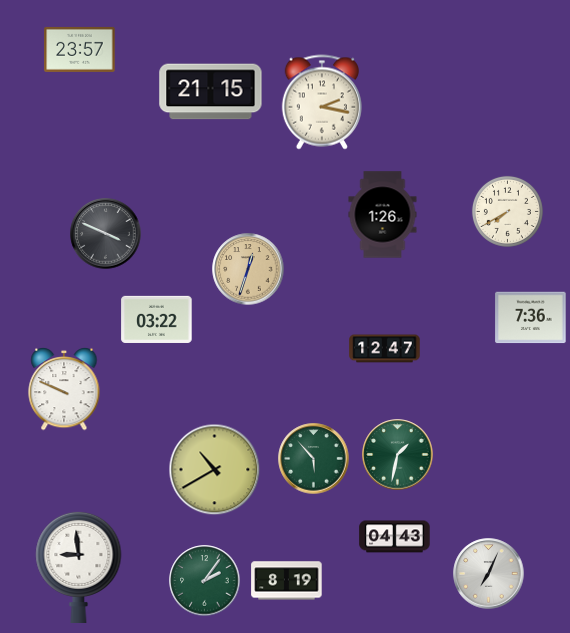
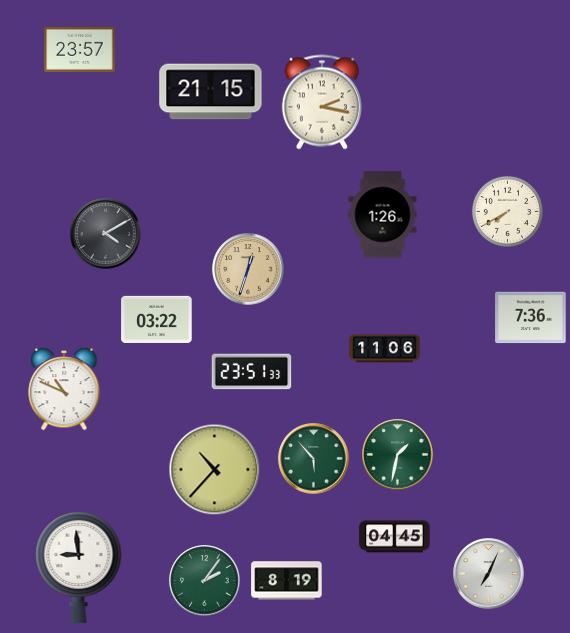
clock at (106, 234): 3:49 -> 4:10
clock at (385, 349): 12:47 -> 11:06
clock at (252, 372): none -> 23:51
clock at (64, 389): 9:49 -> 10:49
clock at (215, 470): 10:40 -> 10:37
clock at (395, 537): 04:43 -> 04:45
